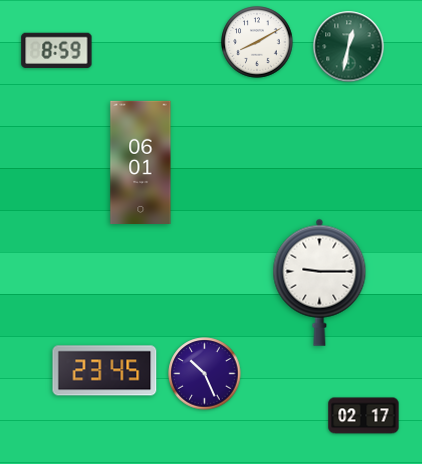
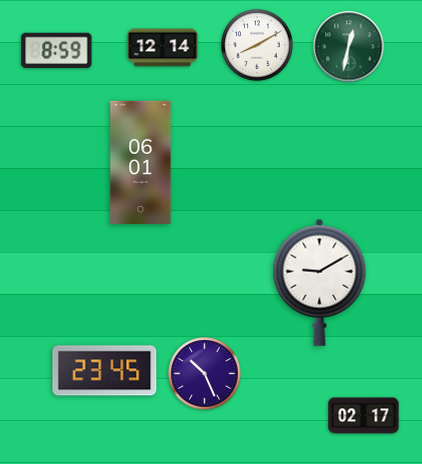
clock at (257, 42) position: (257, 42) -> (257, 45)
clock at (163, 48): none -> 12:14
clock at (320, 282): 9:15 -> 9:10
